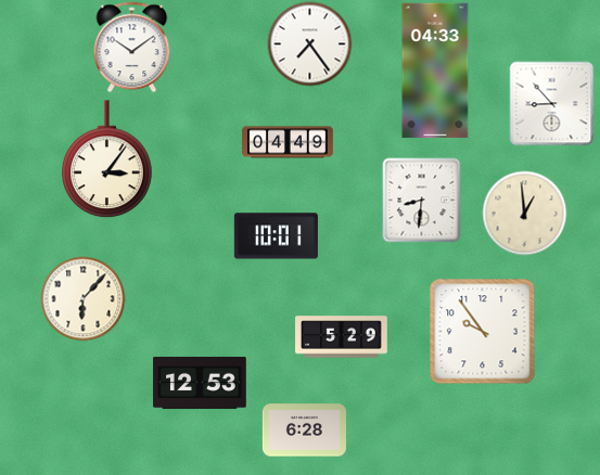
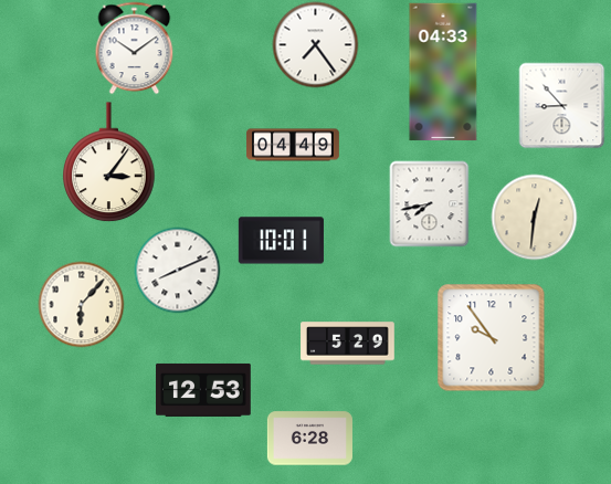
clock at (422, 200): 8:31 -> 7:43
clock at (524, 213): 12:59 -> 12:31
clock at (177, 270): none -> 8:11
clock at (82, 298) position: (82, 298) -> (81, 304)
